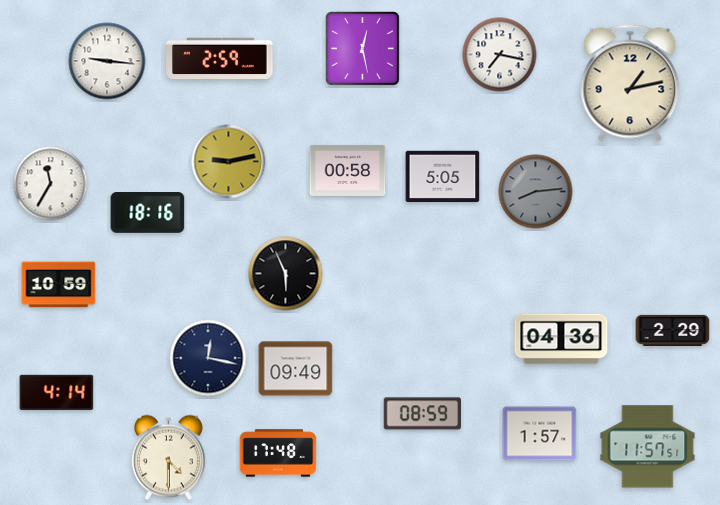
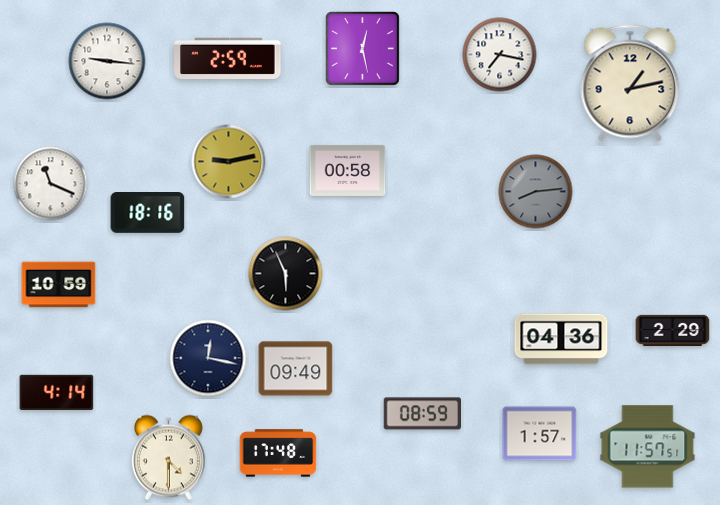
clock at (220, 58) position: (220, 58) -> (228, 58)
clock at (443, 177): 5:05 -> none
clock at (51, 184): 11:35 -> 11:19
